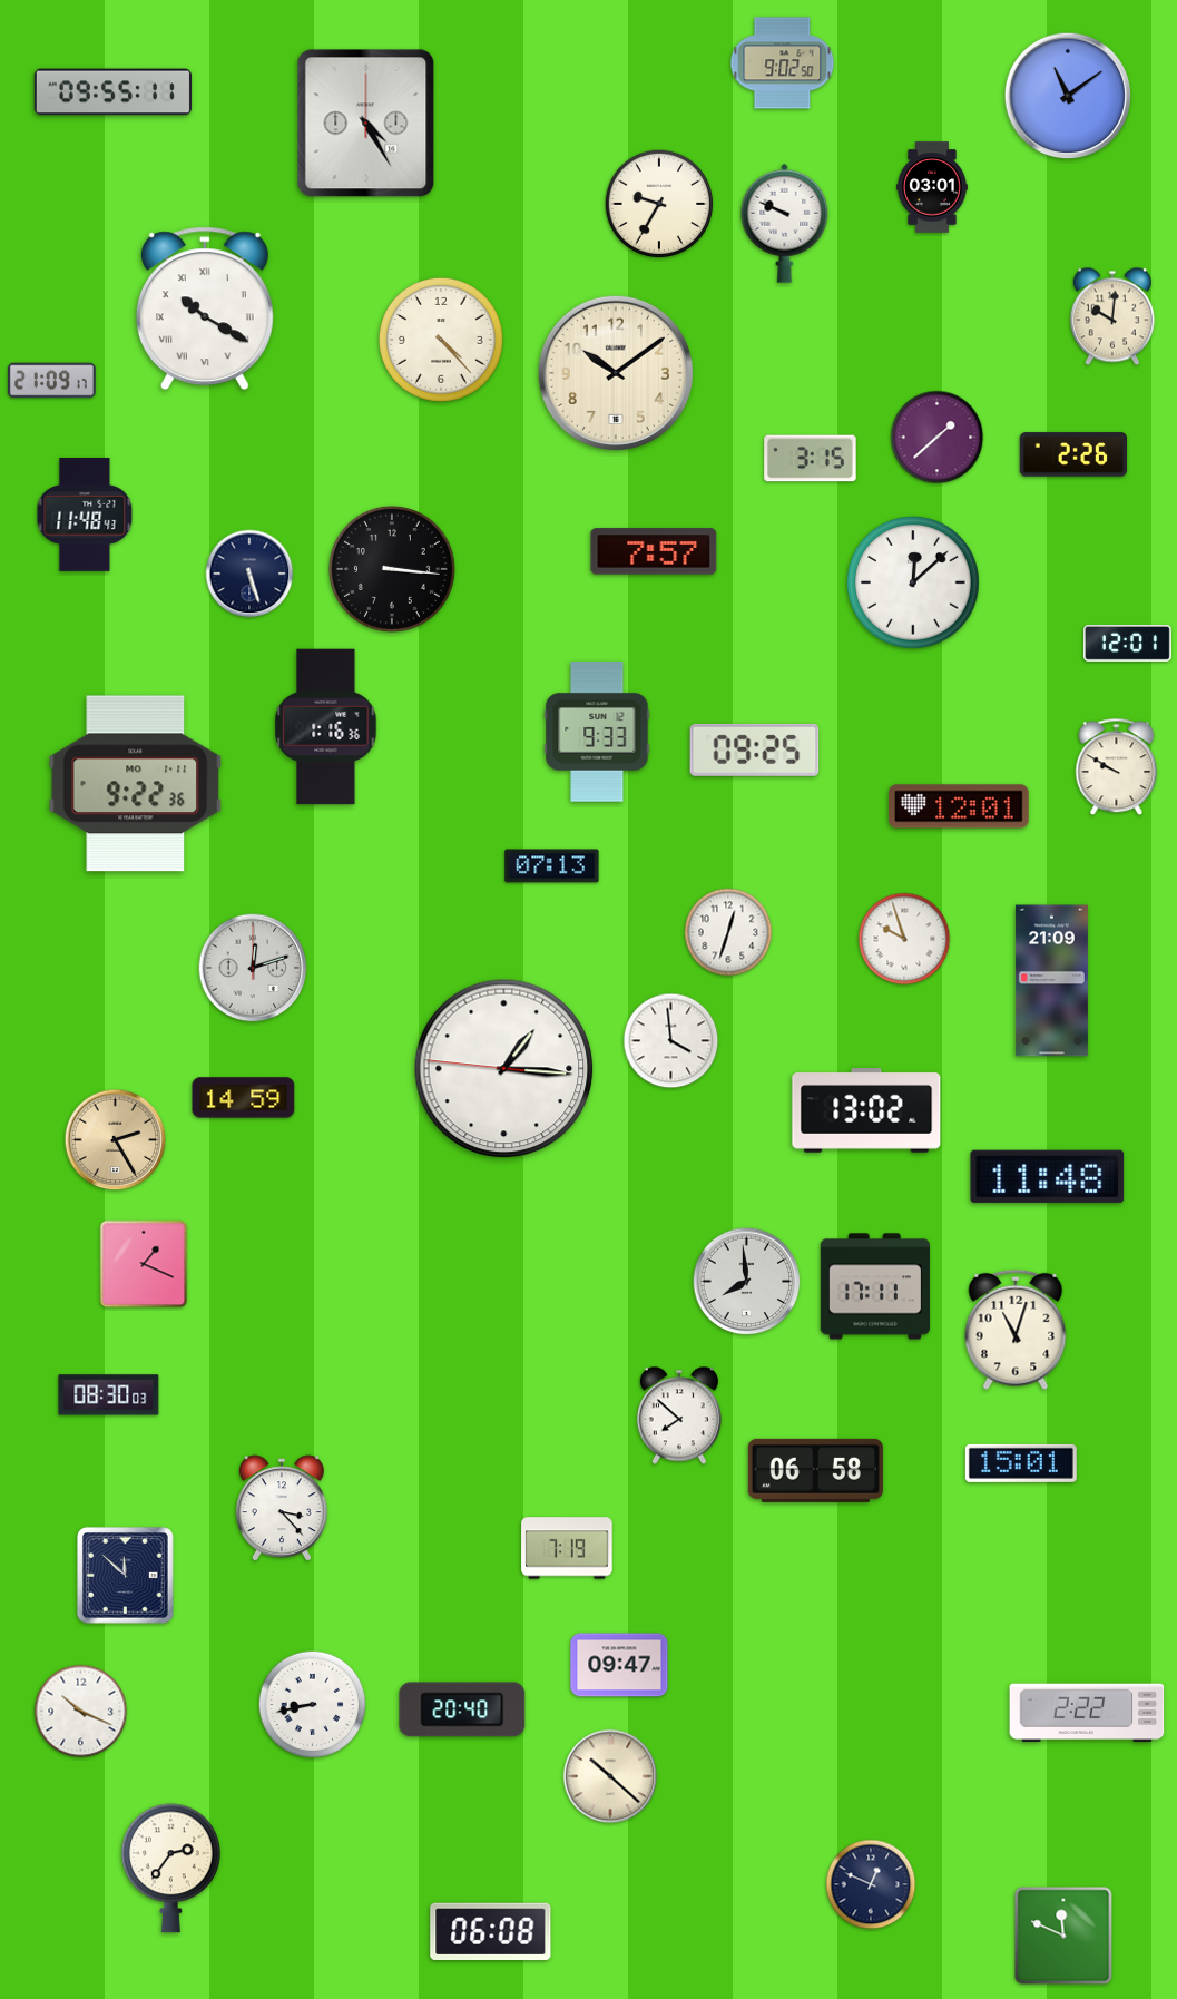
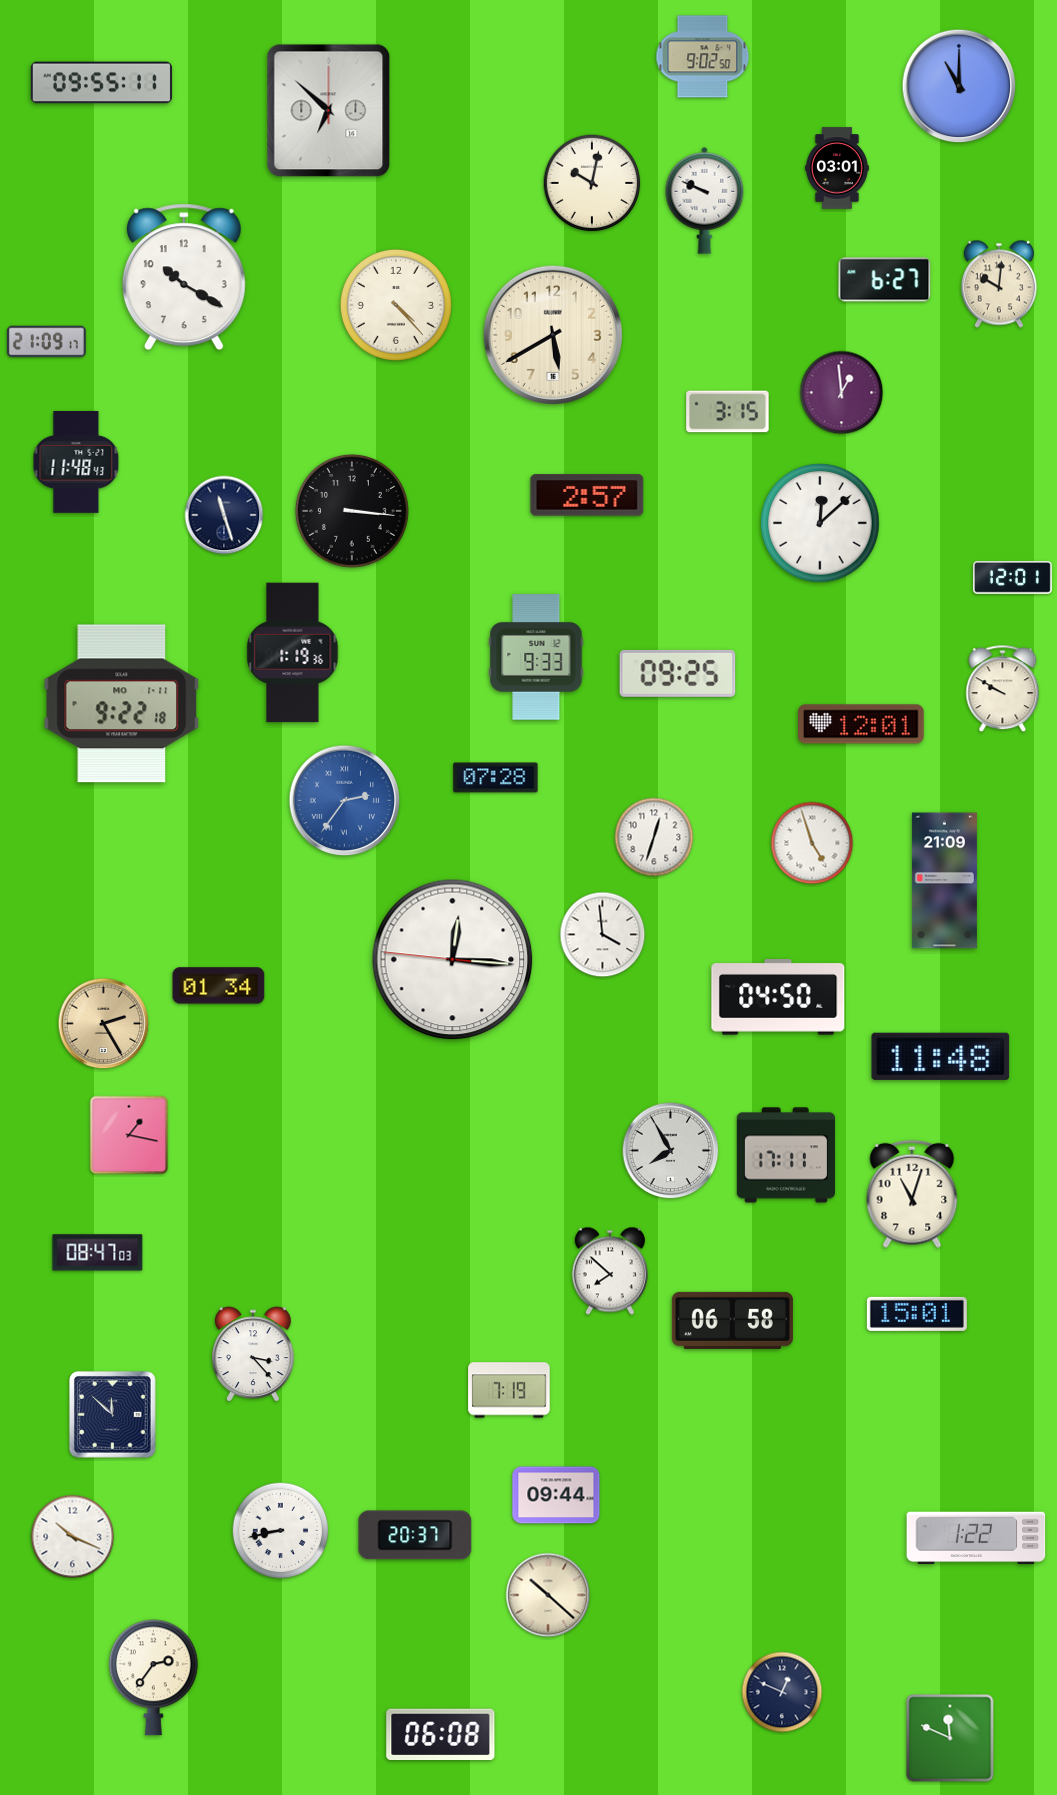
clock at (1068, 96): 11:09 -> 11:00
clock at (366, 124): 4:25 -> 6:52
clock at (659, 204): 9:35 -> 10:02
clock at (205, 308) numerals: Roman -> Arabic
clock at (885, 280): none -> 6:27
clock at (616, 373): 10:09 -> 5:40
clock at (938, 438): 1:38 -> 12:59
clock at (1073, 454): 2:26 -> none
clock at (654, 551): 7:57 -> 2:57
clock at (249, 574): 5:27 -> 11:27
clock at (326, 727): 1:16 -> 1:19
clock at (136, 784): 9:22:36 -> 9:22:18
clock at (552, 866): 07:13 -> 07:28
clock at (345, 801): none -> 2:36
clock at (904, 939): 9:57 -> 4:57
clock at (253, 968): 12:12 -> none
clock at (504, 1069): 1:15 -> 12:15
clock at (244, 1098): 14:59 -> 01:34
clock at (866, 1111): 13:02 -> 04:50
clock at (144, 1264): 1:19 -> 1:17
clock at (747, 1282): 7:59 -> 7:55
clock at (109, 1395): 08:30 -> 08:47
clock at (619, 1665): 09:47 -> 09:44
clock at (462, 1709): 20:40 -> 20:37
clock at (1087, 1713): 2:22 -> 1:22
clock at (1063, 1936) position: (1063, 1936) -> (950, 1738)
